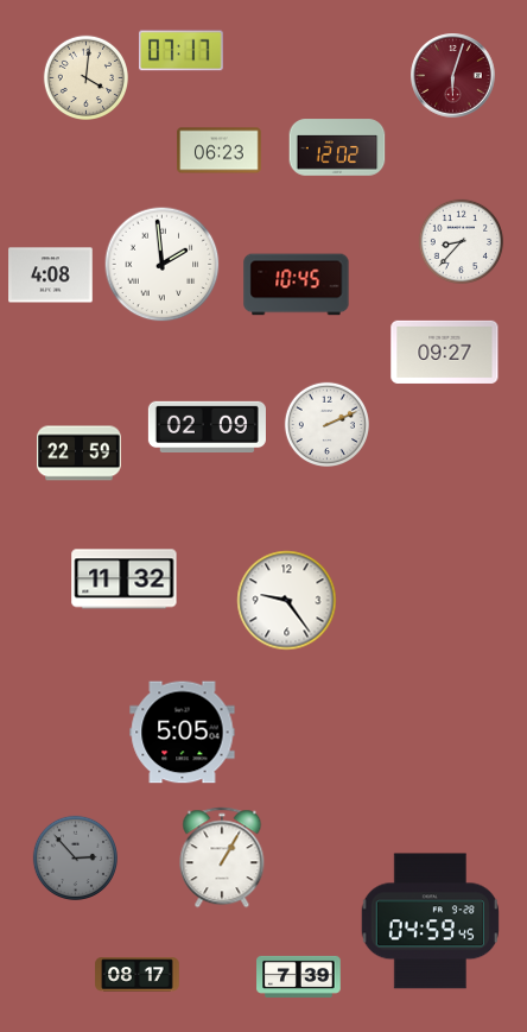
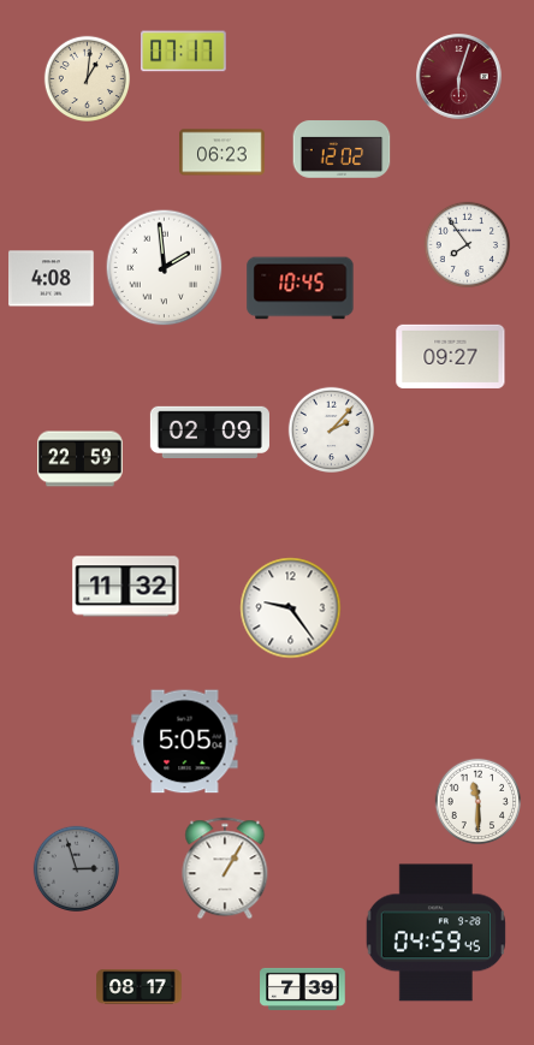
clock at (85, 77): 4:01 -> 1:01
clock at (461, 241): 8:37 -> 7:54
clock at (326, 424): 2:11 -> 2:07
clock at (477, 801): none -> 11:30
clock at (75, 857): 2:53 -> 2:57
